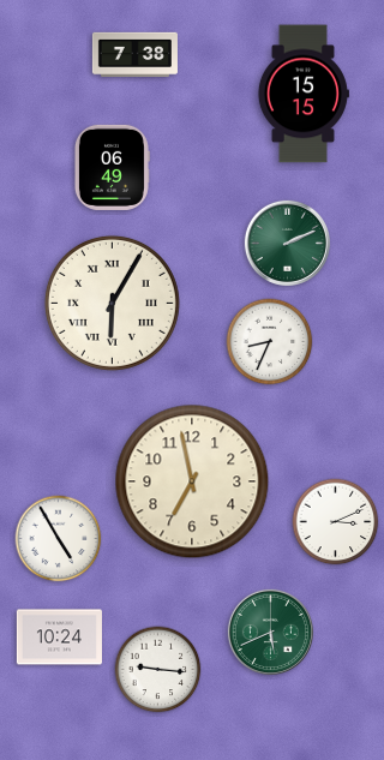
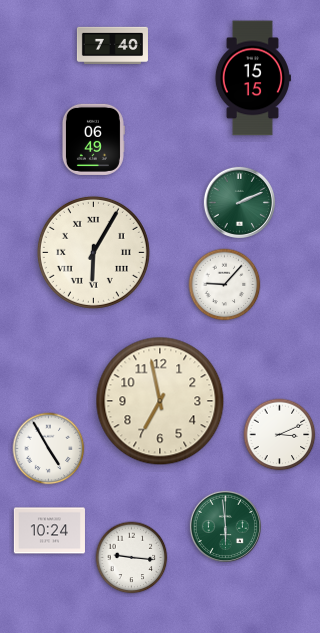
clock at (134, 55): 7:38 -> 7:40
clock at (270, 342): 8:34 -> 9:07
clock at (270, 632): 5:41 -> 5:59
